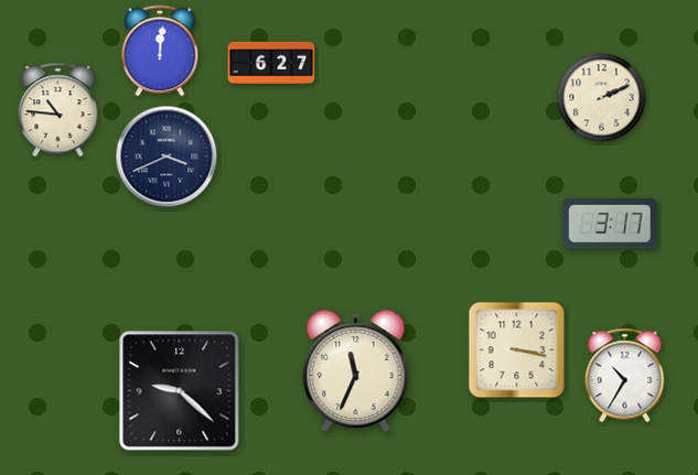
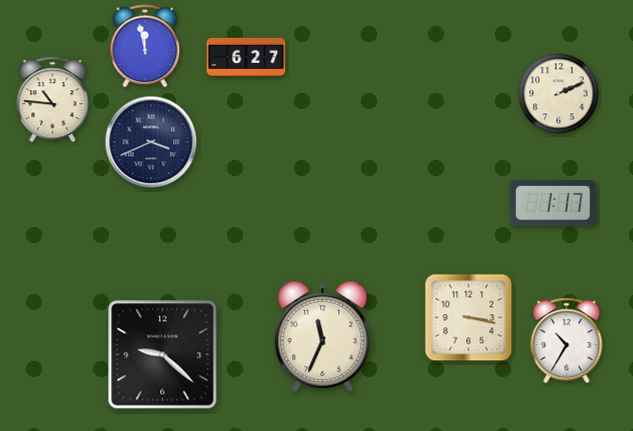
clock at (160, 51): 12:01 -> 11:58
clock at (602, 98) position: (602, 98) -> (559, 94)
clock at (610, 224): 3:17 -> 1:17
